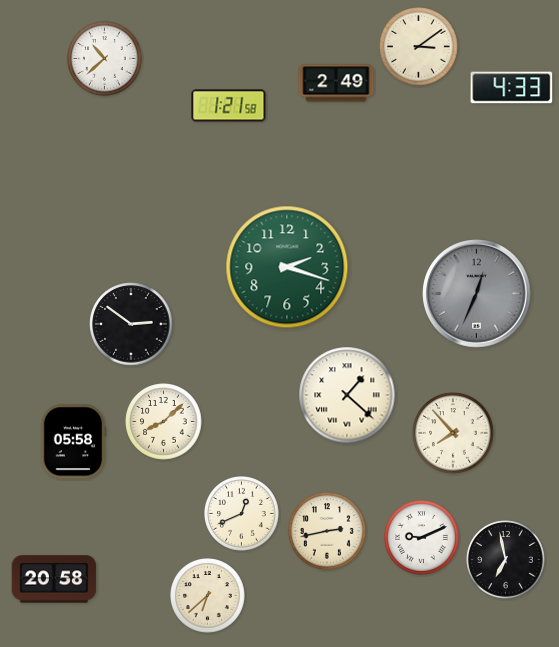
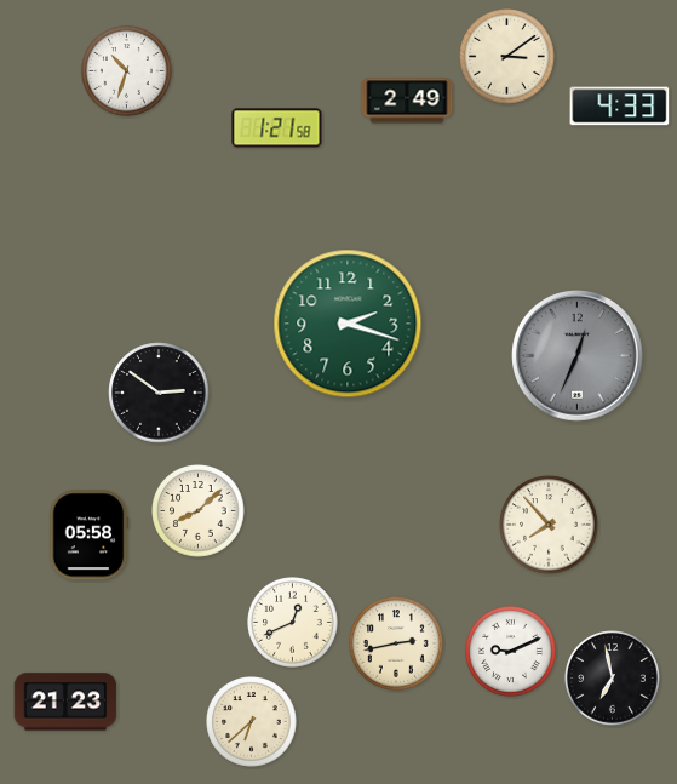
clock at (105, 59): 10:38 -> 10:33
clock at (347, 395): 1:22 -> none
clock at (54, 579): 20:58 -> 21:23
